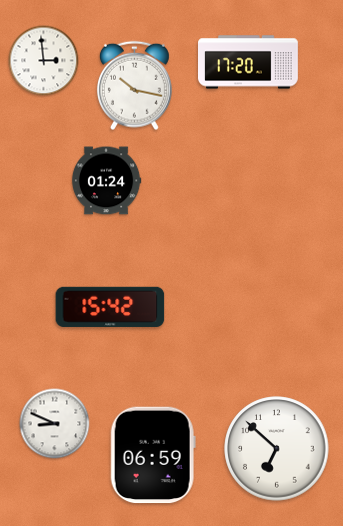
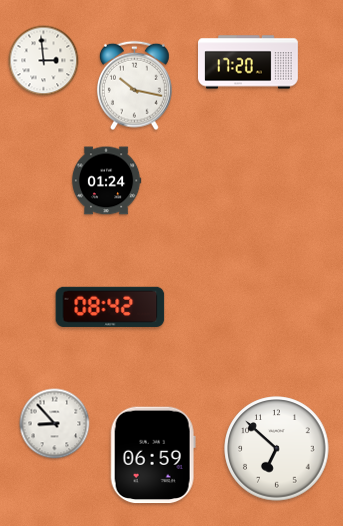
clock at (110, 306): 15:42 -> 08:42
clock at (55, 424): 8:49 -> 8:53
